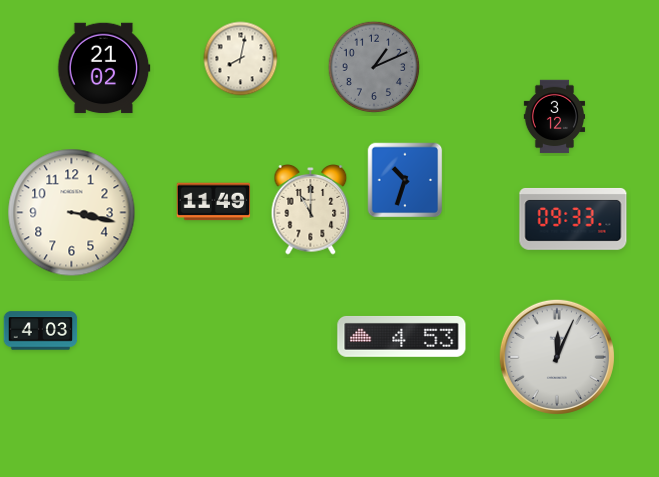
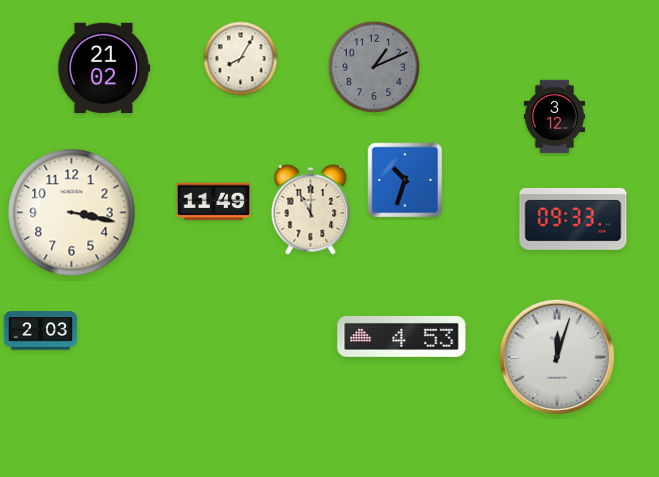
clock at (241, 59): 8:02 -> 8:05
clock at (41, 331): 4:03 -> 2:03
clock at (557, 357): 12:04 -> 12:03
